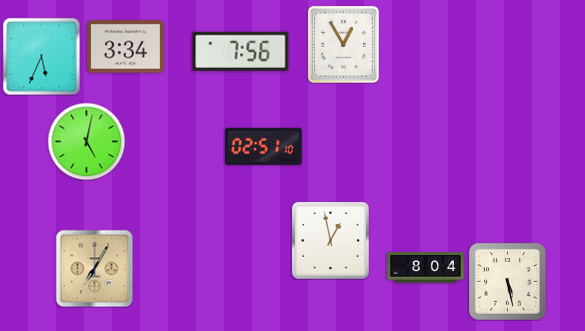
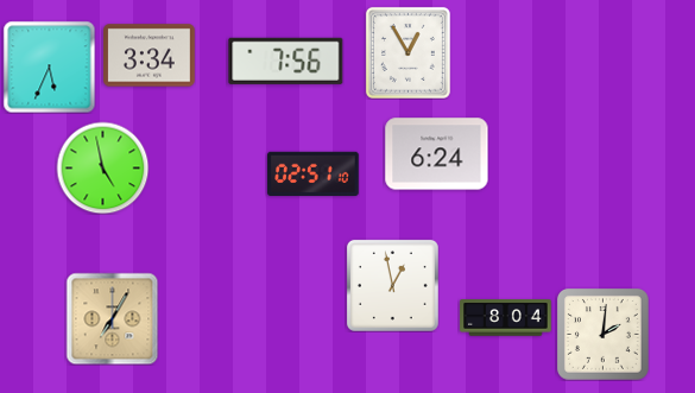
clock at (437, 154): none -> 6:24
clock at (86, 141): 5:02 -> 4:58
clock at (508, 282): 5:28 -> 2:01
